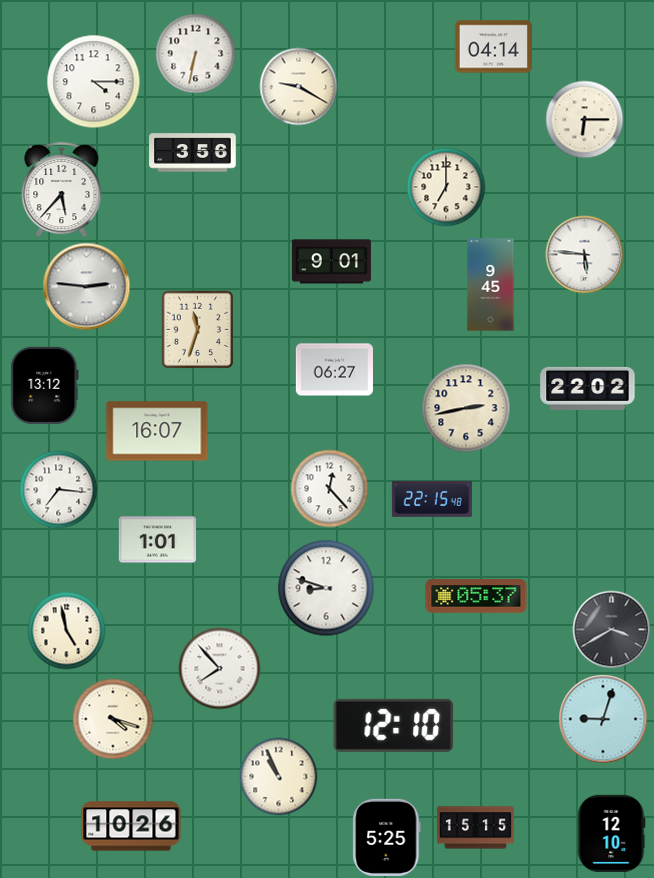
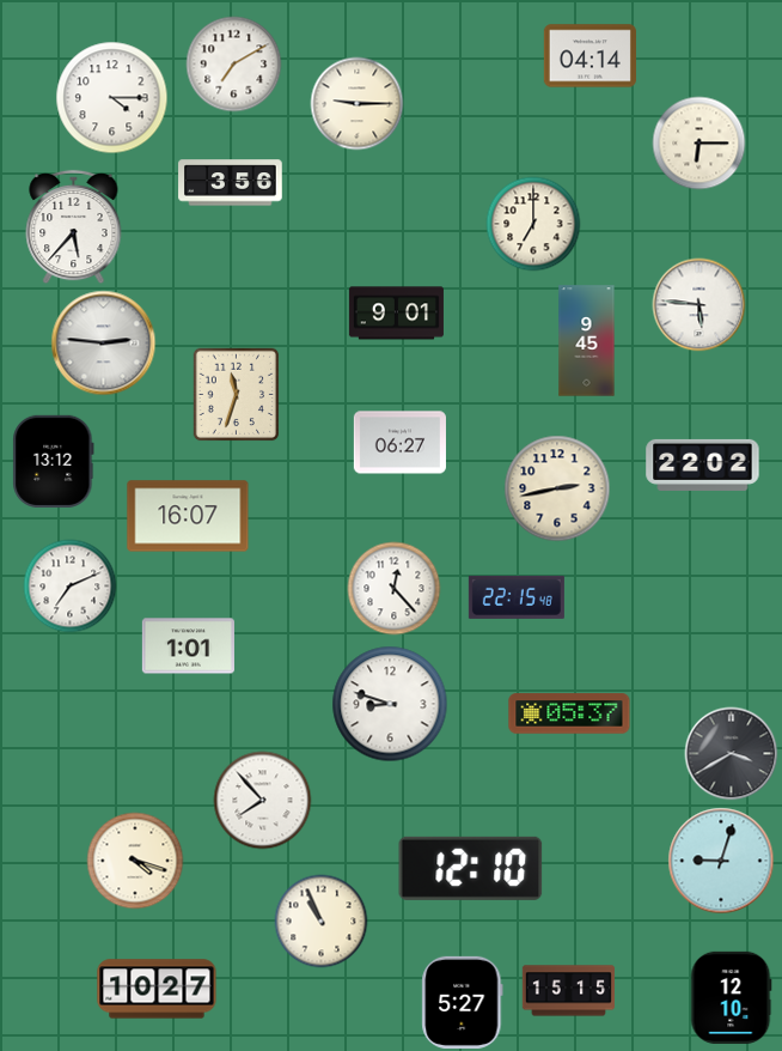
clock at (195, 53): 6:32 -> 7:10
clock at (298, 86): 9:20 -> 9:15
clock at (329, 488) position: (329, 488) -> (393, 588)
clock at (58, 489): 7:16 -> 7:11
clock at (66, 630): 4:58 -> none
clock at (278, 776) position: (278, 776) -> (320, 921)
clock at (131, 826): 10:26 -> 10:27
clock at (387, 837): 5:25 -> 5:27
